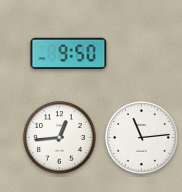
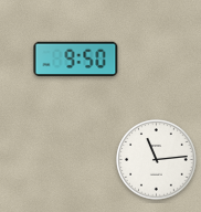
clock at (60, 138): 12:44 -> none
clock at (142, 138) position: (142, 138) -> (157, 160)
